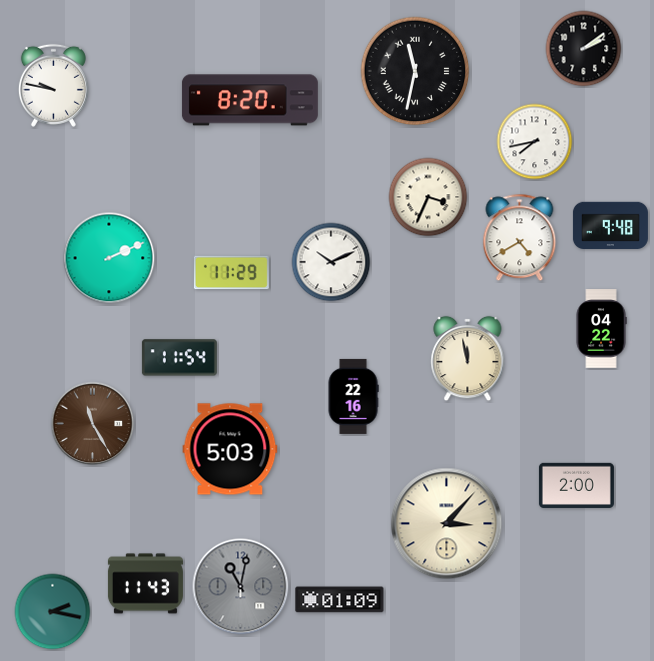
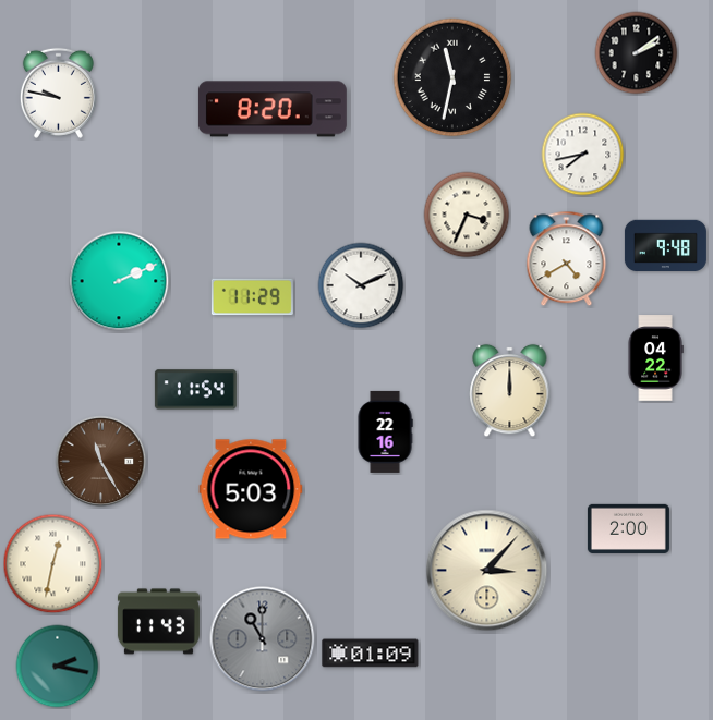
clock at (468, 359): 11:58 -> 12:00
clock at (53, 564): none -> 12:32
clock at (145, 584) position: (145, 584) -> (158, 622)
clock at (241, 587): 11:02 -> 11:00
